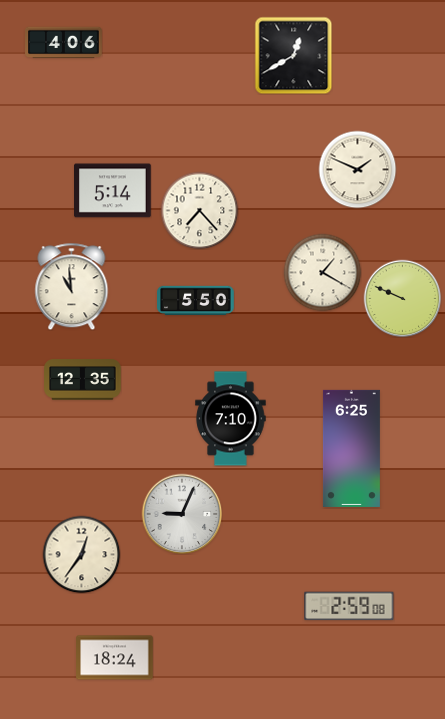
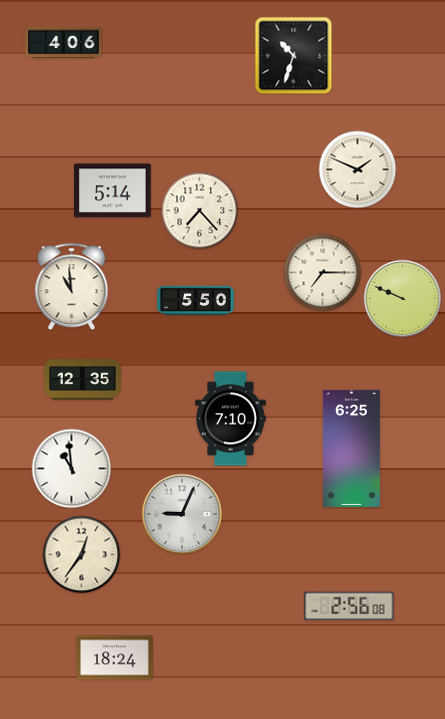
clock at (293, 55): 12:40 -> 10:33
clock at (322, 272): 1:20 -> 7:15
clock at (71, 468): none -> 10:59
clock at (349, 606): 2:59 -> 2:56
